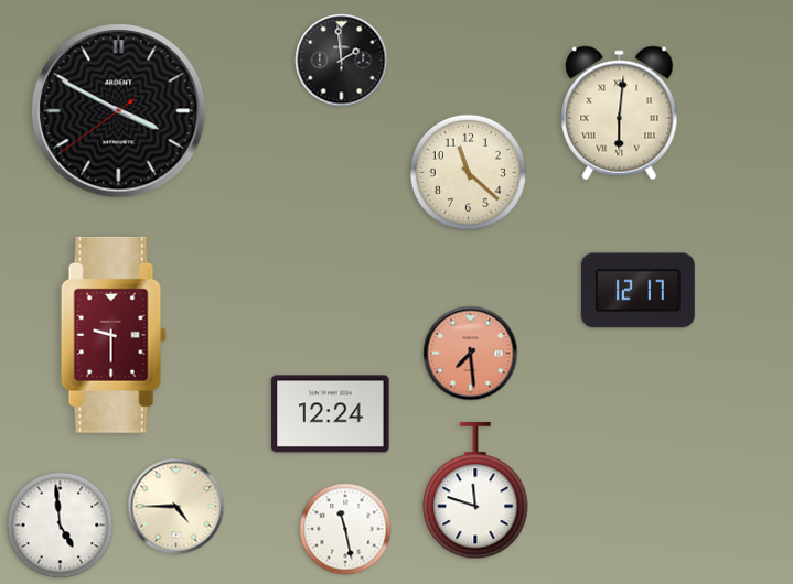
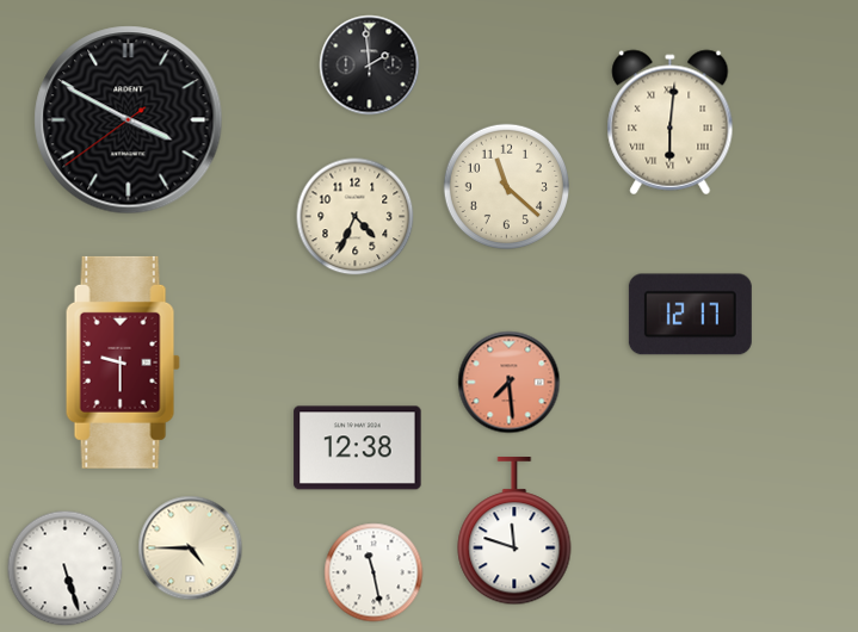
clock at (356, 217): none -> 4:34
clock at (331, 414): 12:24 -> 12:38
clock at (61, 526): 4:59 -> 5:27
